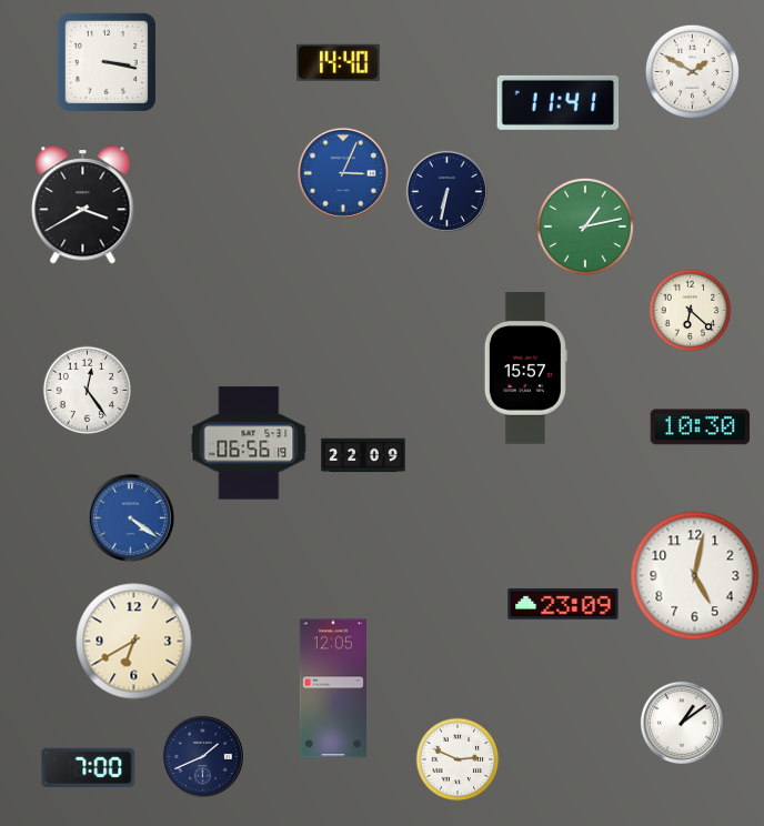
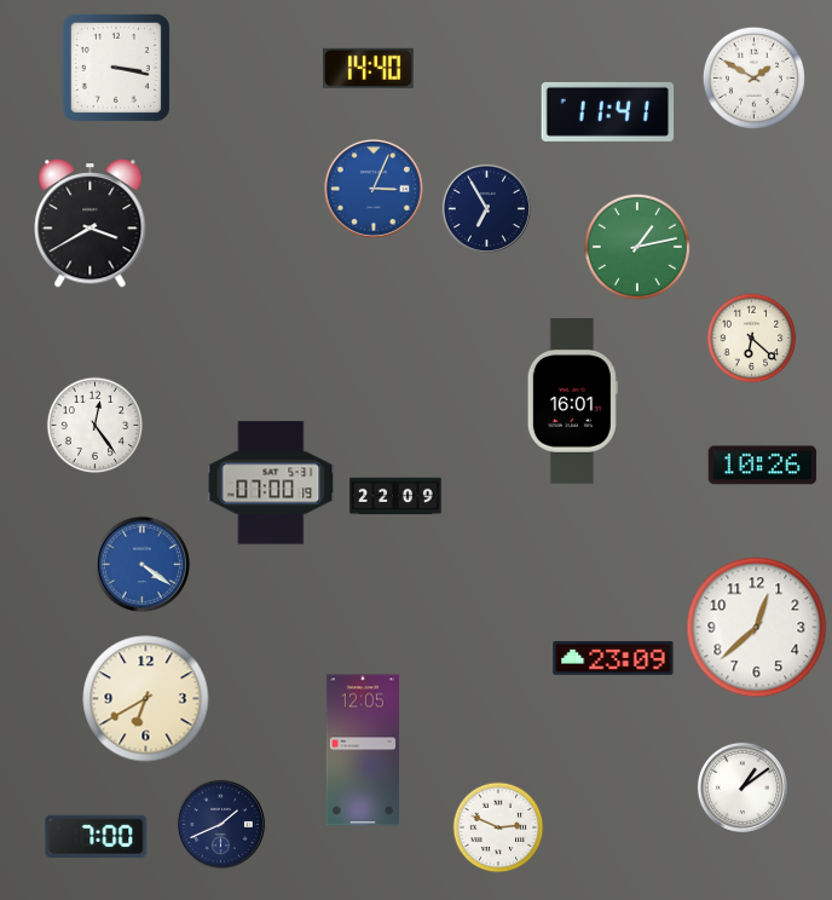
clock at (446, 191): 6:32 -> 6:55
clock at (525, 369): 15:57 -> 16:01
clock at (701, 427): 10:30 -> 10:26
clock at (249, 443): 06:56 -> 07:00
clock at (695, 576): 5:02 -> 12:38
